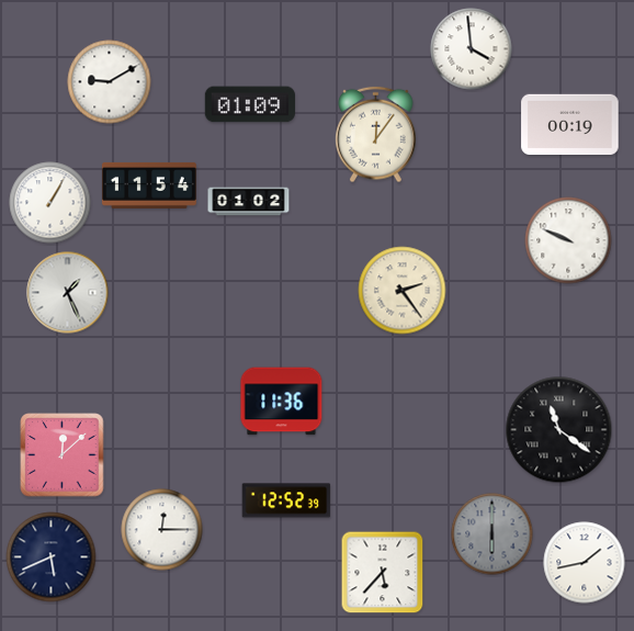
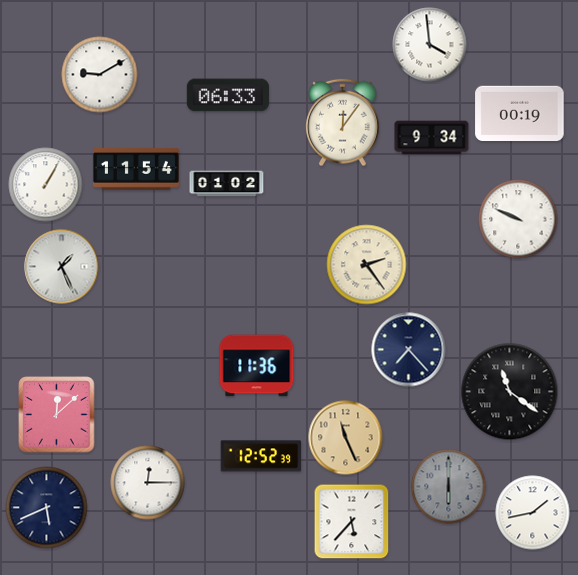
clock at (249, 104): 01:09 -> 06:33
clock at (432, 138): none -> 9:34
clock at (409, 350): none -> 7:23
clock at (346, 438): none -> 11:26
clock at (383, 573) position: (383, 573) -> (352, 522)
